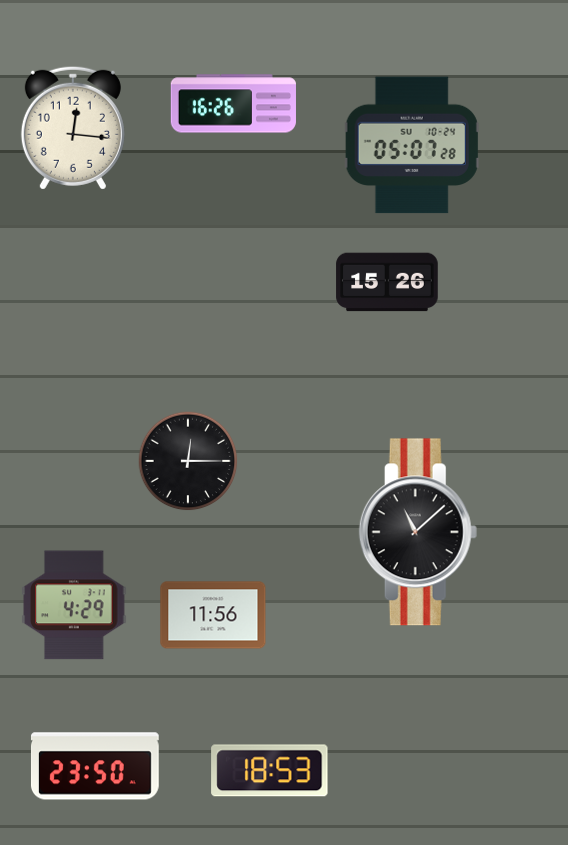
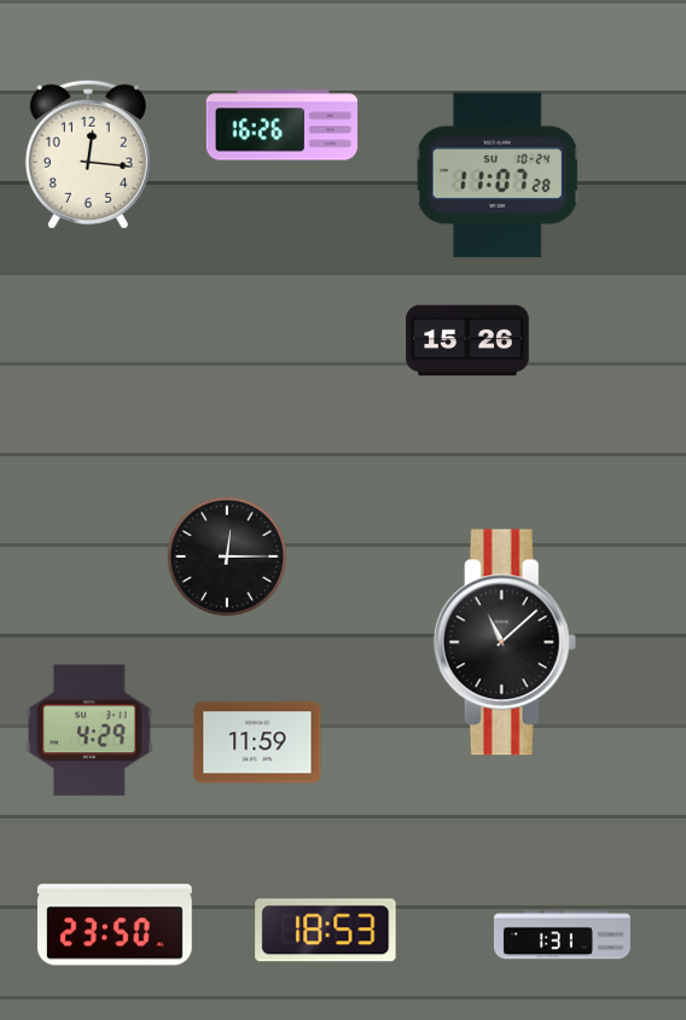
clock at (412, 145): 05:07 -> 11:07
clock at (213, 615): 11:56 -> 11:59
clock at (562, 936): none -> 1:31
